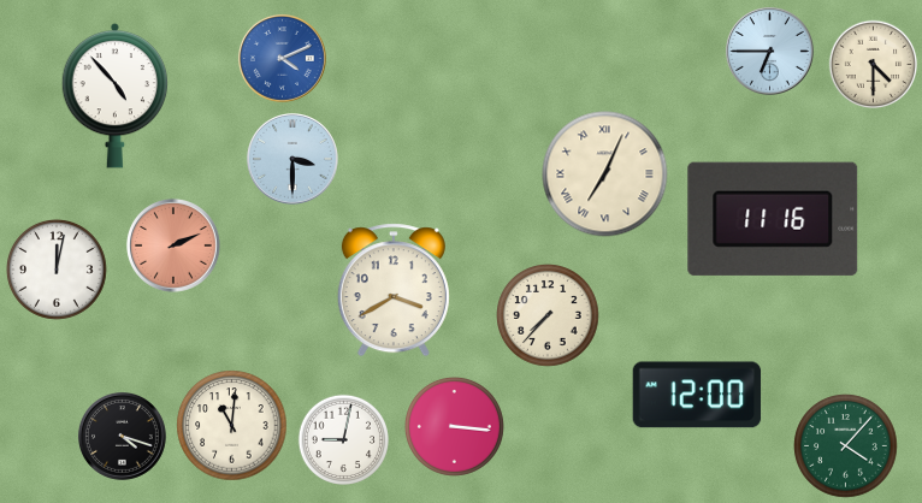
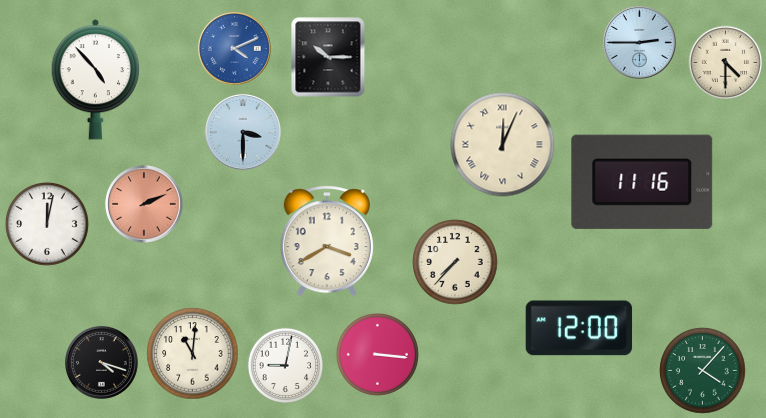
clock at (770, 52): 6:45 -> 2:45
clock at (874, 65) position: (874, 65) -> (726, 63)
clock at (328, 57): none -> 10:15
clock at (605, 174): 7:04 -> 12:04
